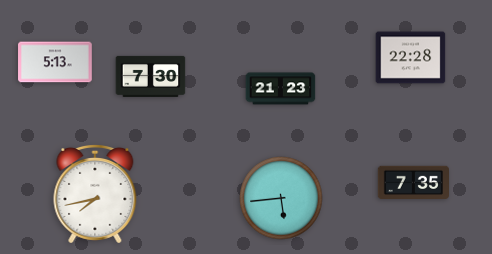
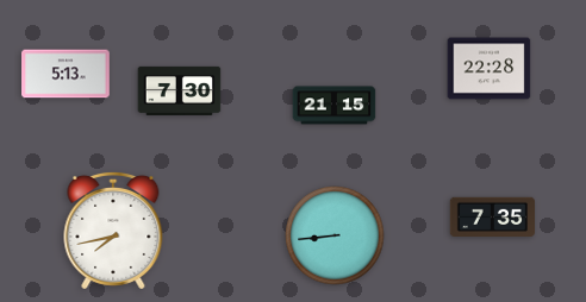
clock at (281, 89): 21:23 -> 21:15
clock at (281, 198): 5:44 -> 8:44
